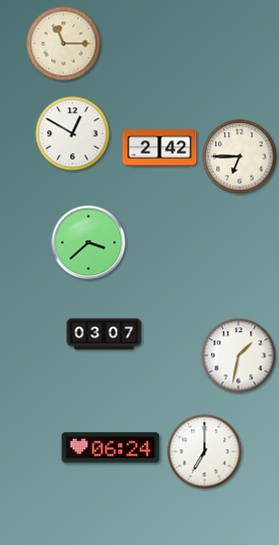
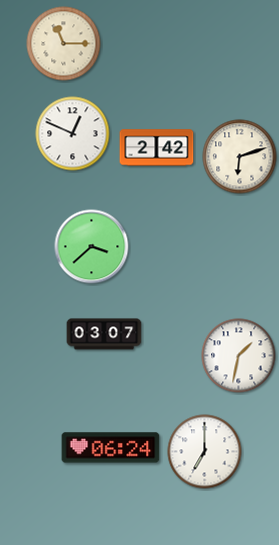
clock at (73, 134): 12:50 -> 12:49
clock at (160, 148) position: (160, 148) -> (157, 148)
clock at (240, 157): 6:45 -> 6:12
clock at (89, 243) position: (89, 243) -> (92, 247)
